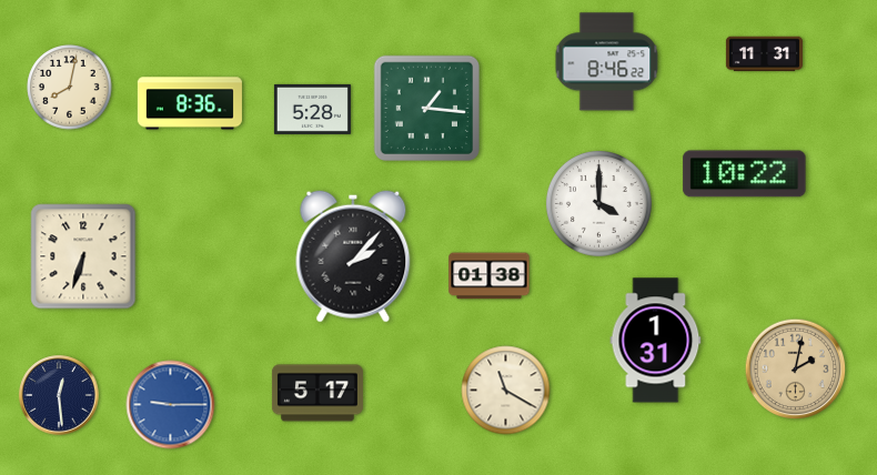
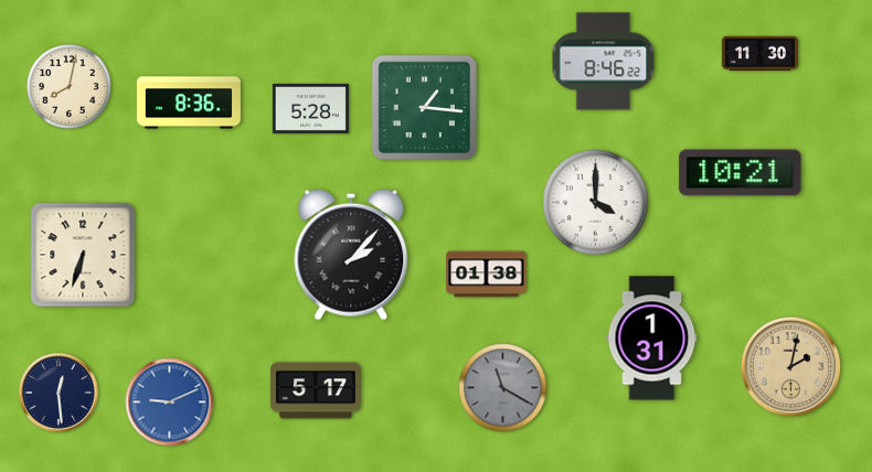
clock at (764, 54): 11:31 -> 11:30
clock at (745, 174): 10:22 -> 10:21
clock at (506, 391) dial: cream -> grey
clock at (171, 405): 9:15 -> 9:11
